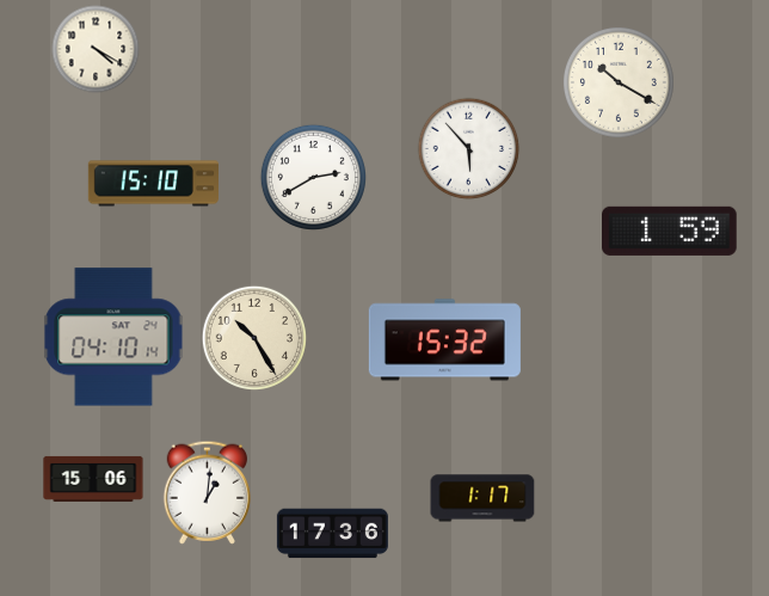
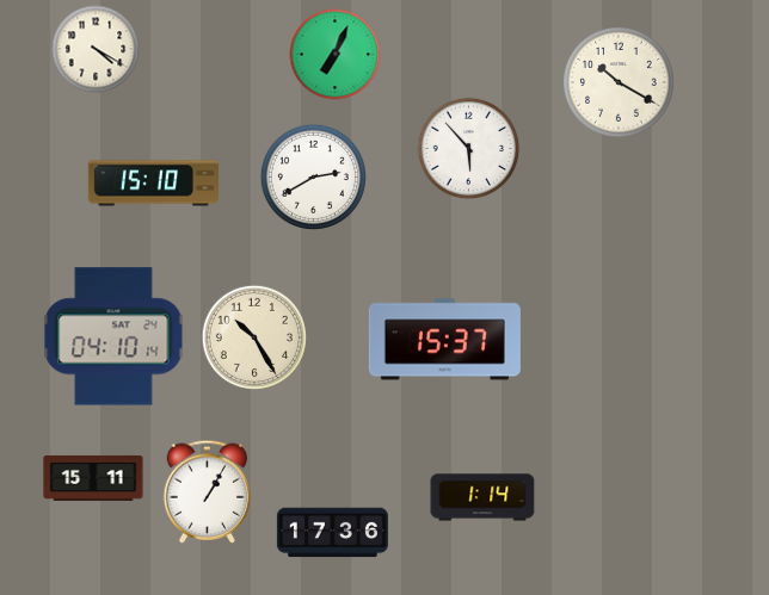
clock at (336, 55): none -> 7:04
clock at (670, 231): 1:59 -> none
clock at (444, 340): 15:32 -> 15:37
clock at (93, 479): 15:06 -> 15:11
clock at (208, 492): 1:01 -> 1:05
clock at (482, 498): 1:17 -> 1:14
